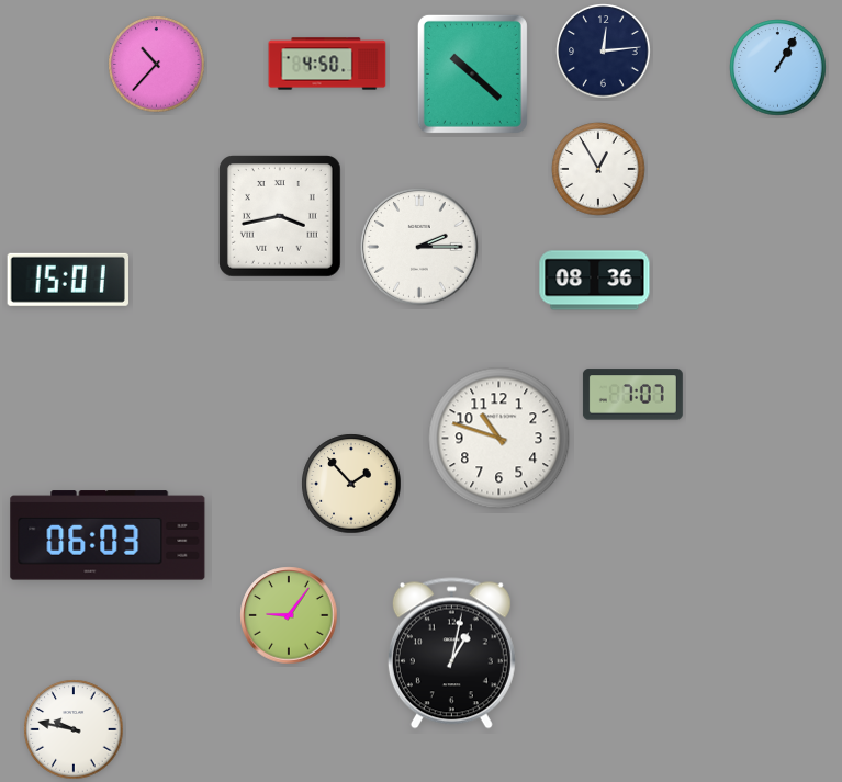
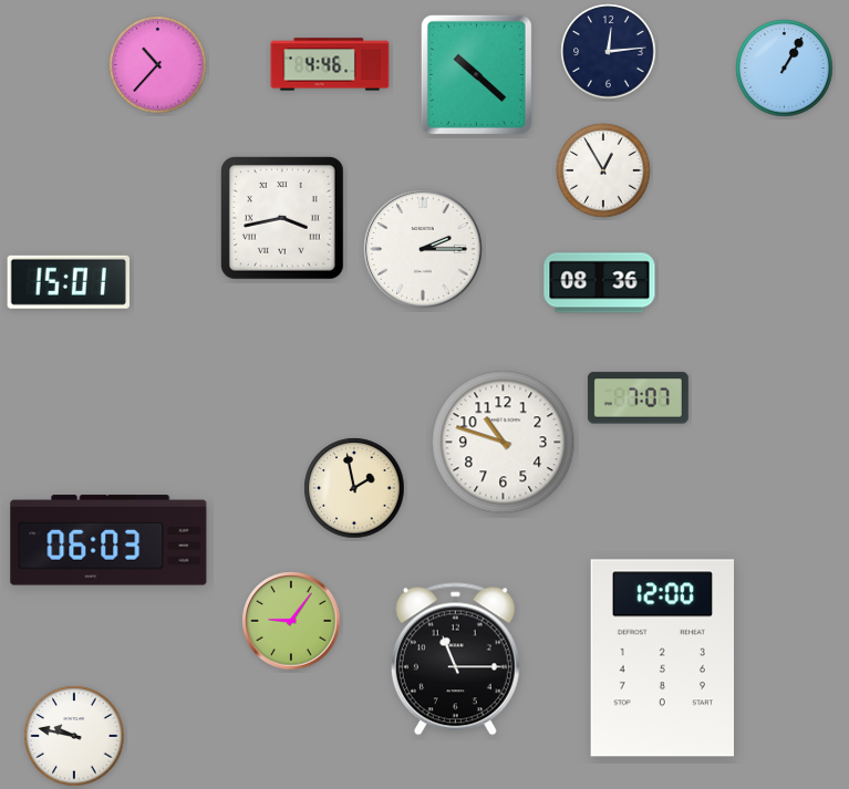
clock at (327, 64): 4:50 -> 4:46
clock at (351, 484): 1:53 -> 1:58
clock at (663, 658): none -> 12:00
clock at (451, 654): 1:02 -> 11:15
